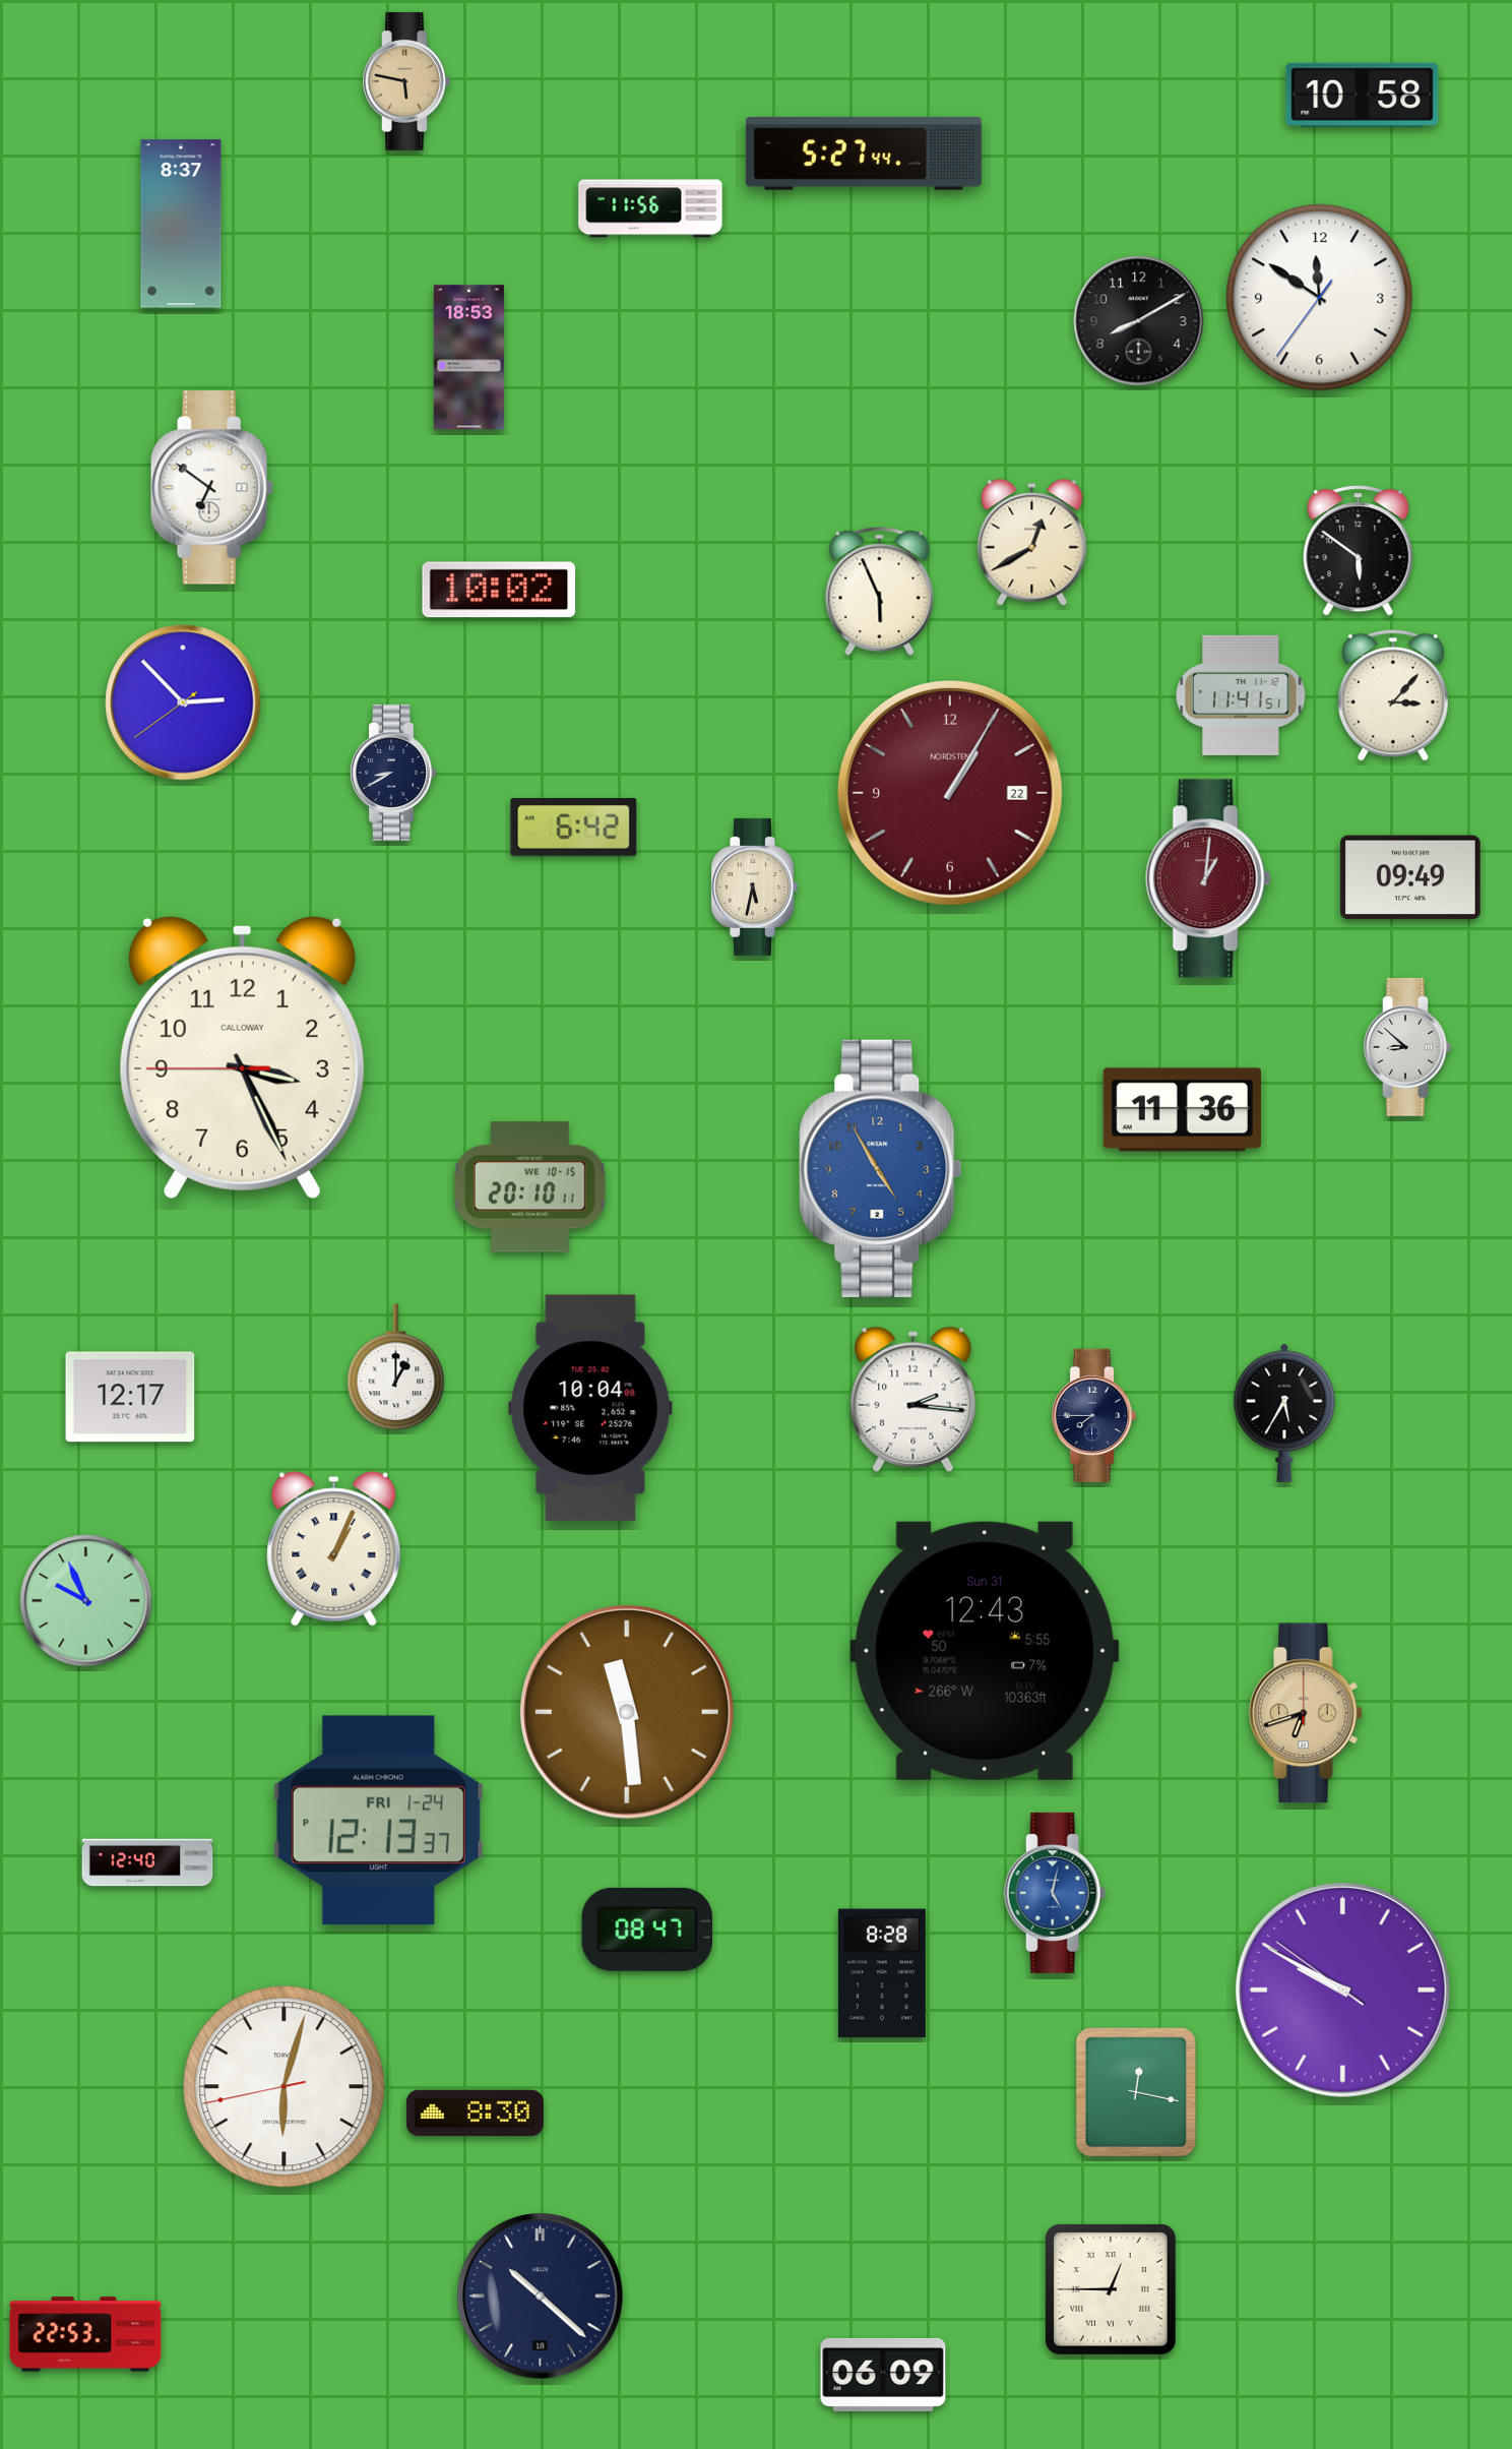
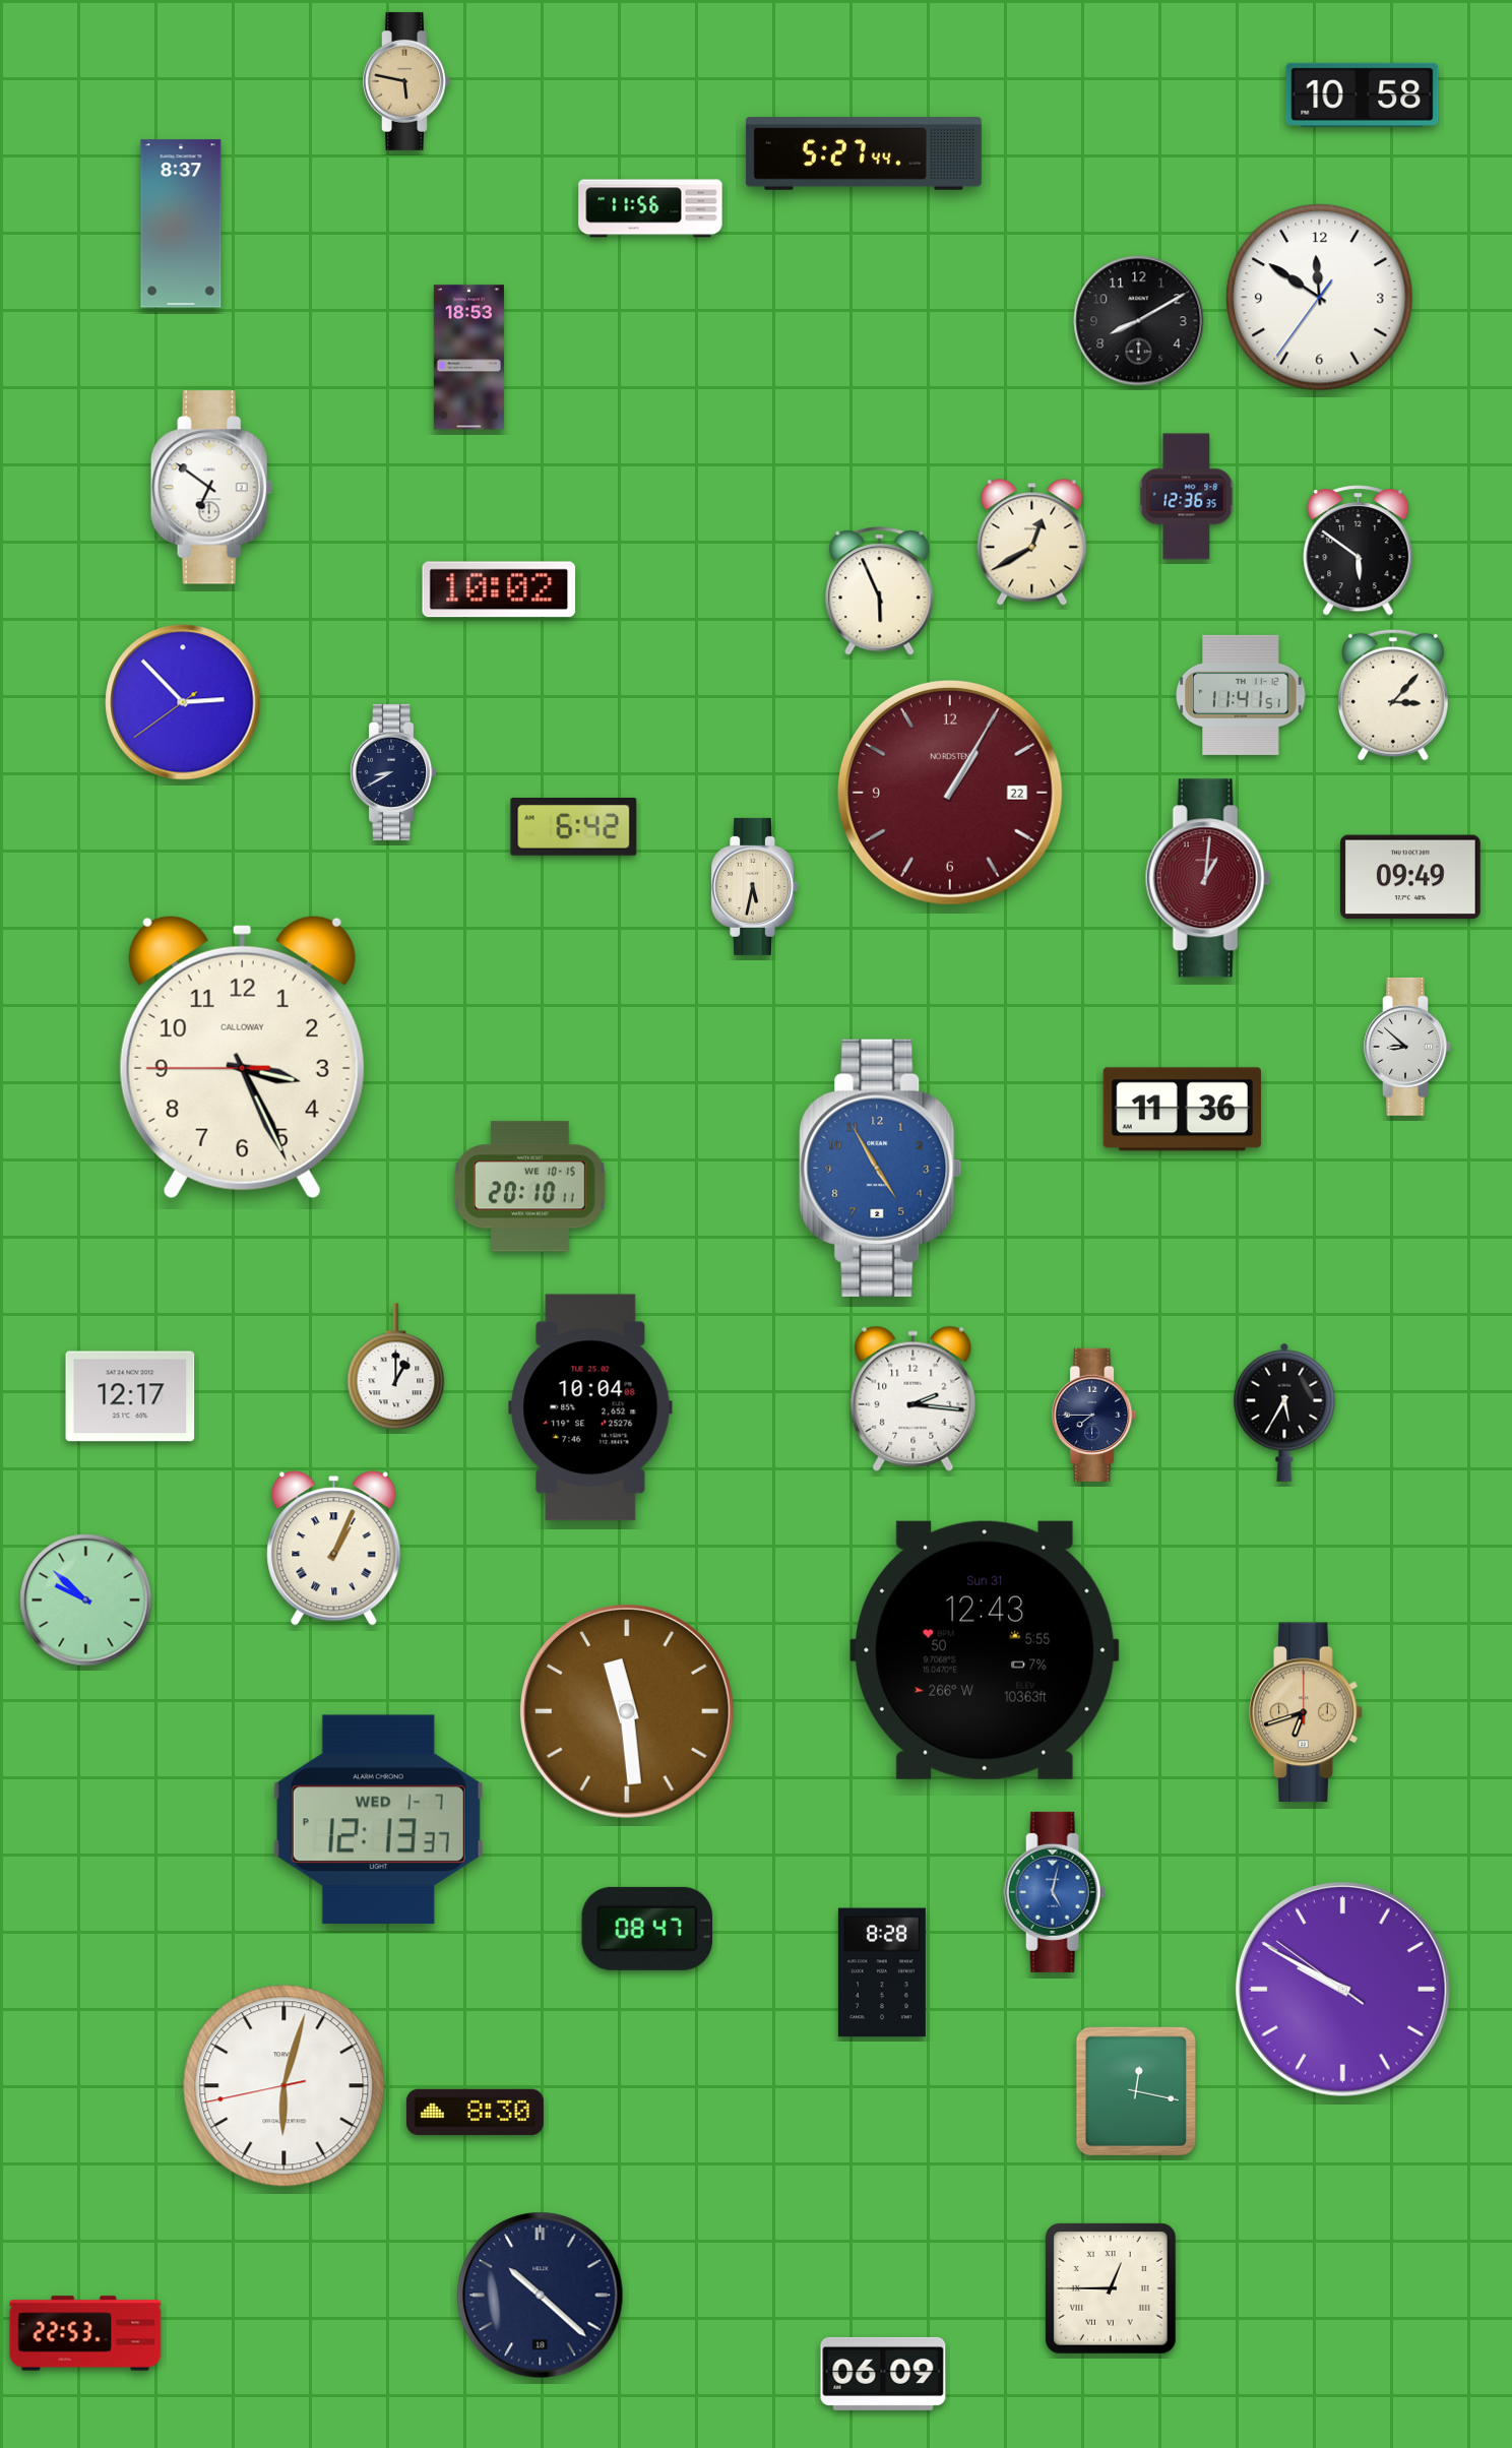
clock at (1187, 497): none -> 12:36
clock at (86, 1601): 9:56 -> 9:52
clock at (378, 1821) date: FRI 1-24 -> WED 1-7
clock at (147, 1862): 12:40 -> none
